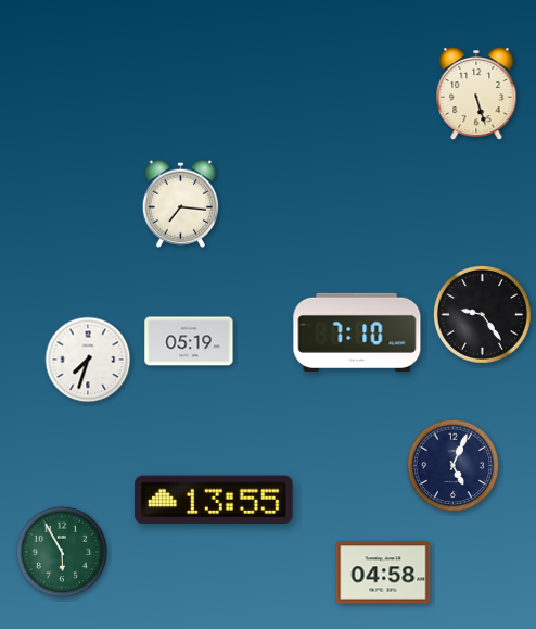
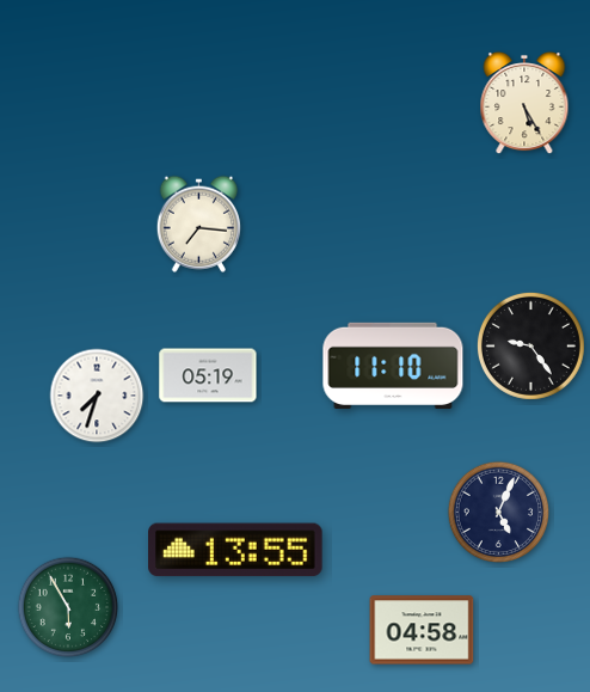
clock at (476, 93): 5:27 -> 5:25
clock at (357, 332): 7:10 -> 11:10
